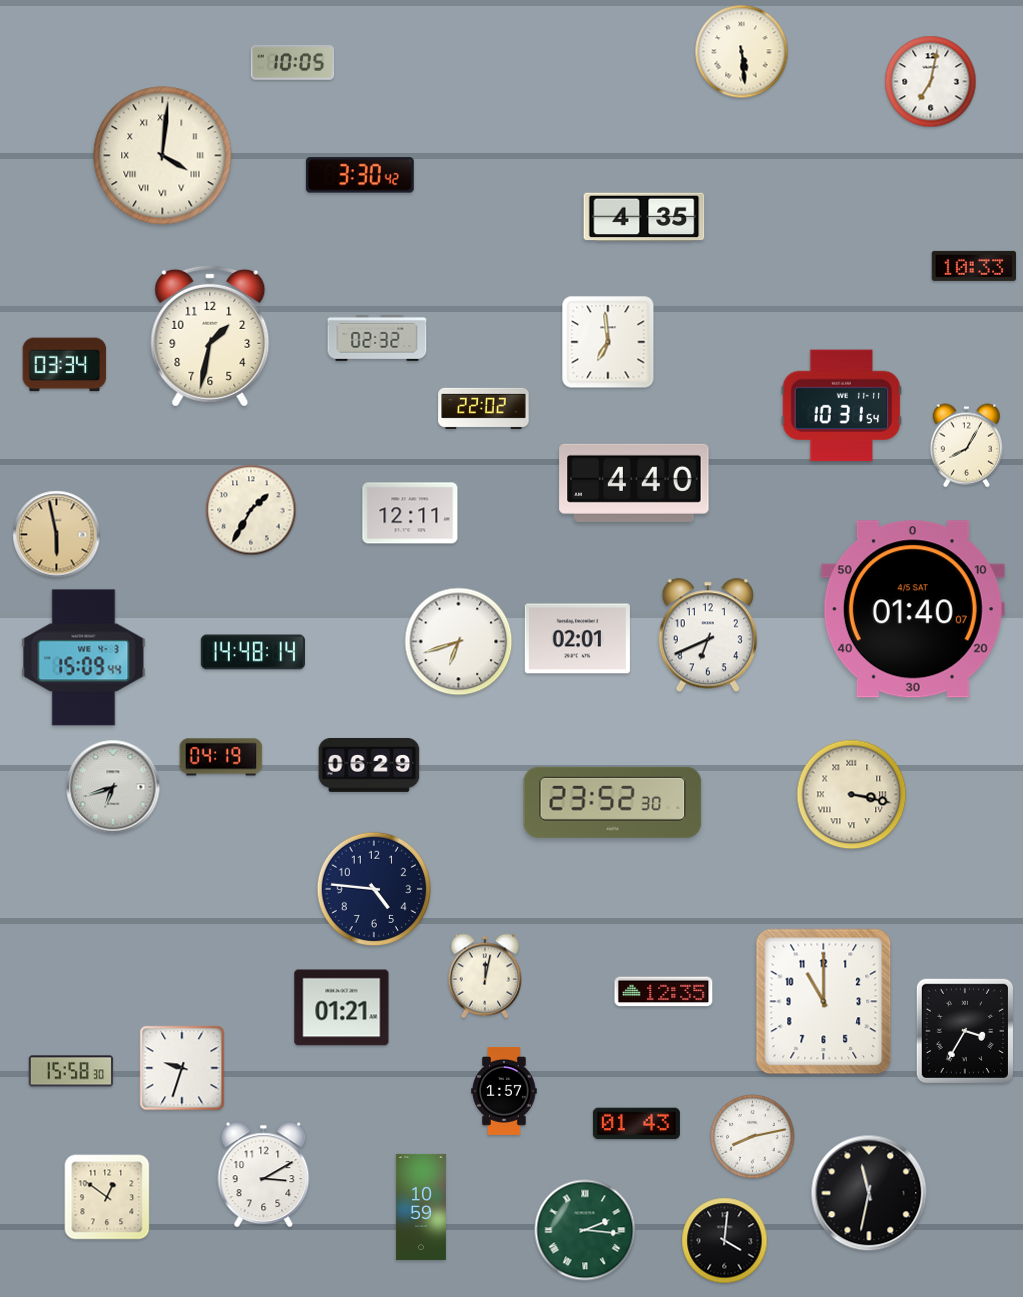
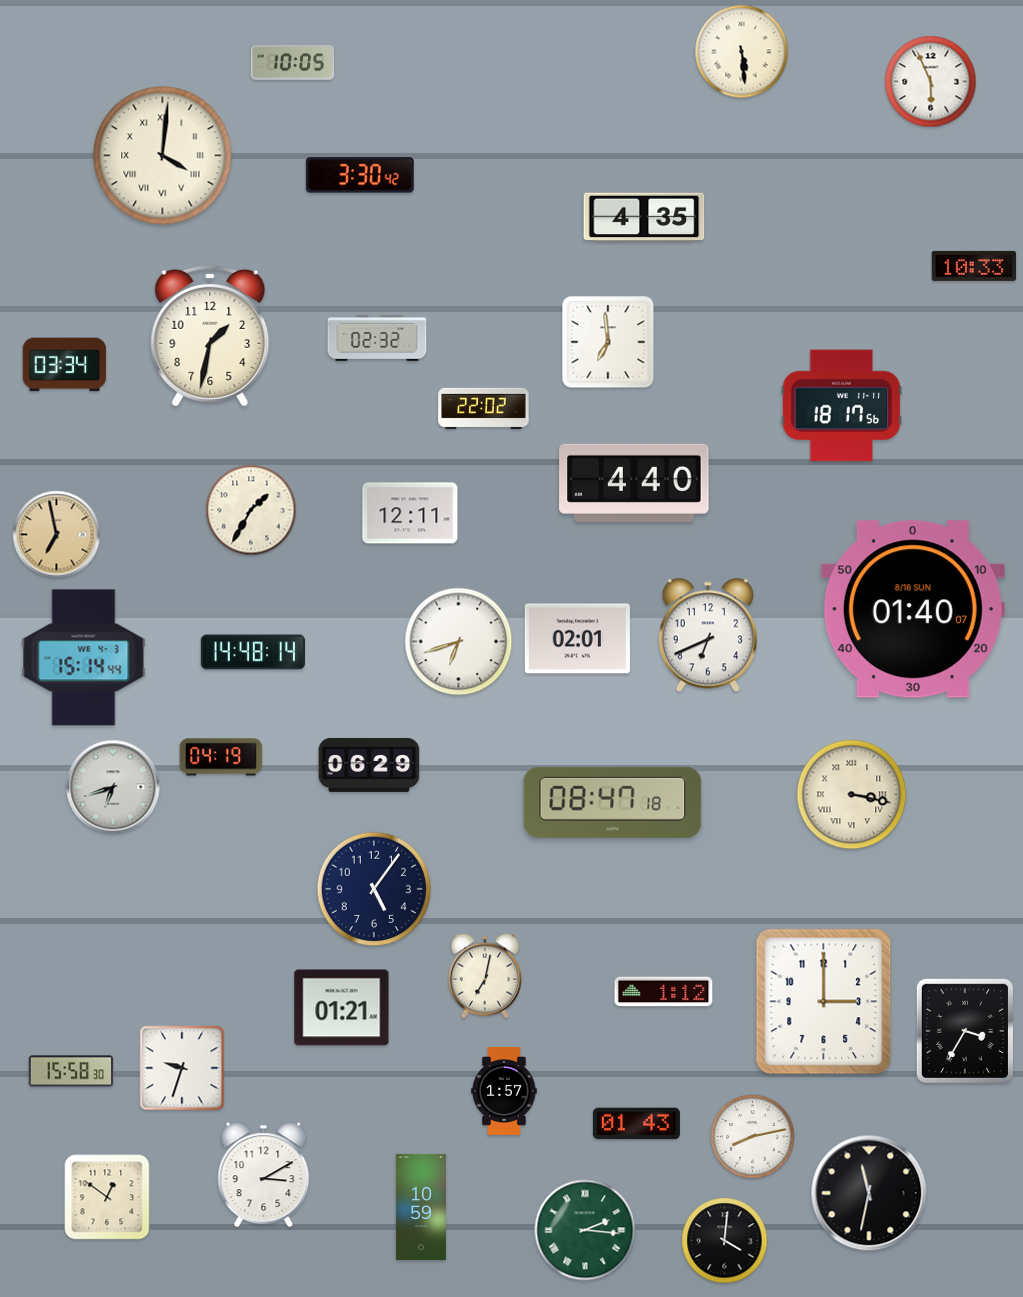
clock at (931, 82): 7:02 -> 5:56
clock at (842, 406): 10:31 -> 18:17
clock at (966, 446): 8:05 -> none
clock at (57, 535): 5:58 -> 6:58
clock at (913, 609) date: 4/5 SAT -> 8/18 SUN
clock at (84, 658): 15:09 -> 15:14
clock at (613, 802): 23:52 -> 08:47
clock at (374, 889): 4:46 -> 5:06
clock at (484, 976): 12:02 -> 7:02
clock at (664, 992): 12:35 -> 1:12
clock at (824, 1002): 11:00 -> 3:00
